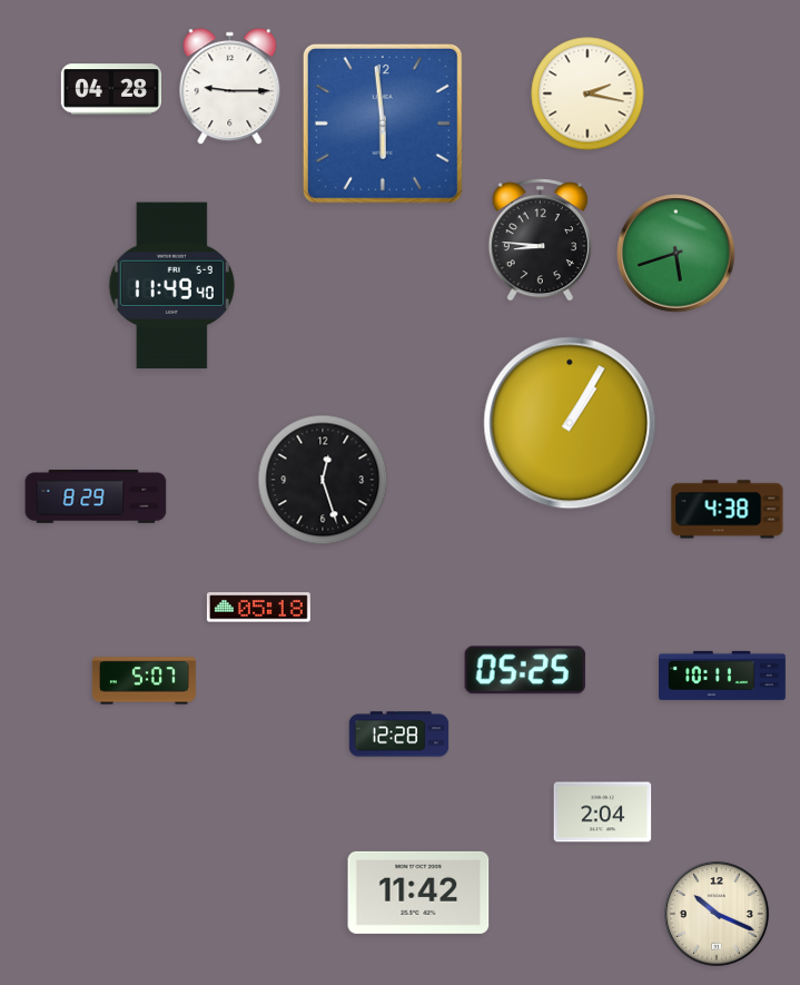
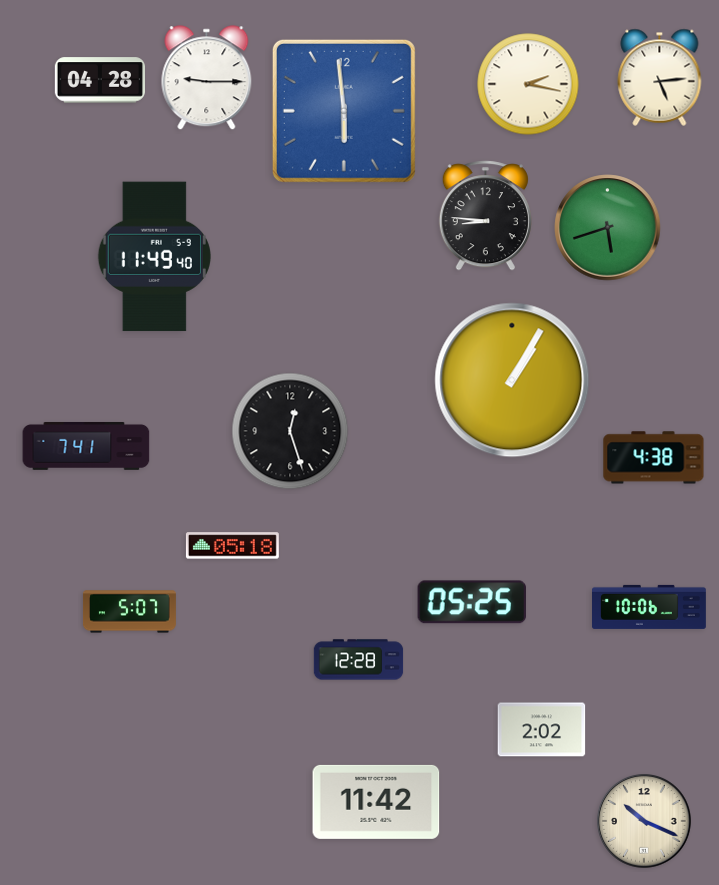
clock at (660, 77): none -> 5:14
clock at (96, 496): 8:29 -> 7:41
clock at (723, 676): 10:11 -> 10:06
clock at (603, 812): 2:04 -> 2:02
